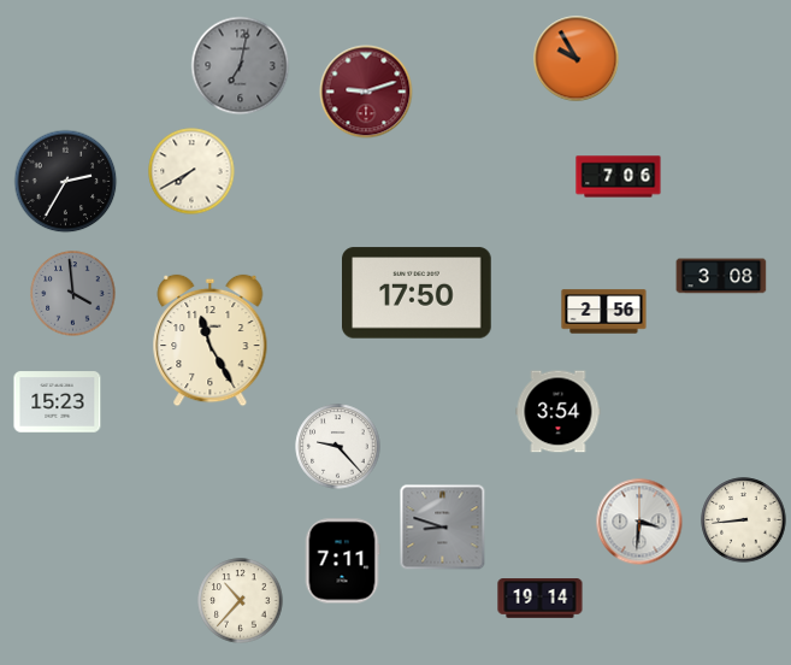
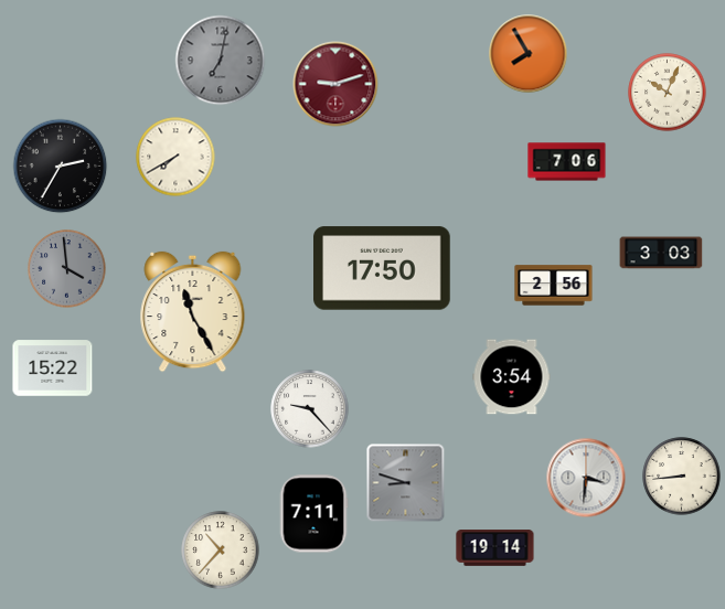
clock at (577, 59): 9:55 -> 7:55
clock at (668, 93): none -> 10:04
clock at (721, 276): 3:08 -> 3:03
clock at (58, 402): 15:23 -> 15:22
